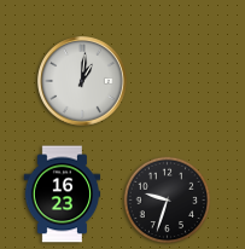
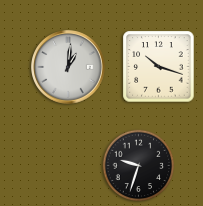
clock at (159, 67): none -> 10:18
clock at (63, 195): 16:23 -> none
